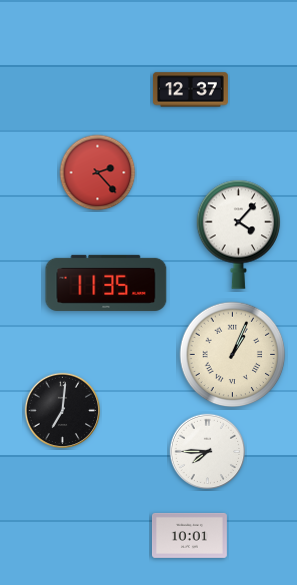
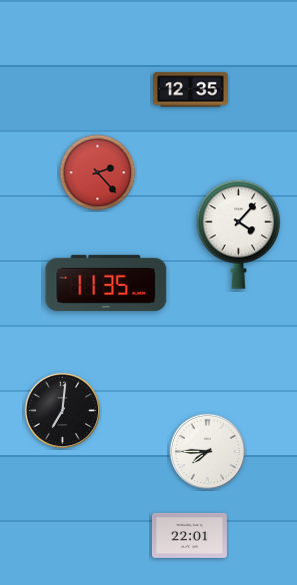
clock at (190, 90): 12:37 -> 12:35
clock at (233, 355): 1:04 -> none
clock at (189, 535): 10:01 -> 22:01
